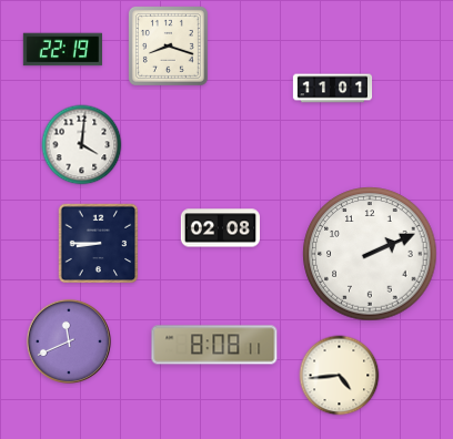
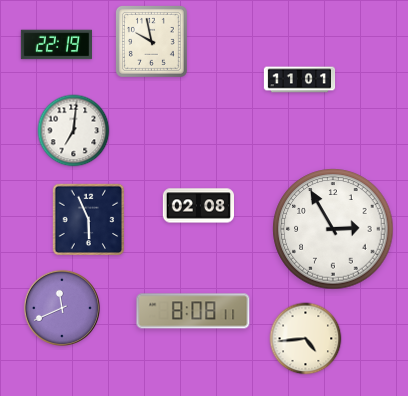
clock at (168, 45): 8:18 -> 9:58
clock at (82, 145): 4:01 -> 7:01
clock at (99, 244): 8:45 -> 5:56
clock at (370, 254): 2:11 -> 2:55
